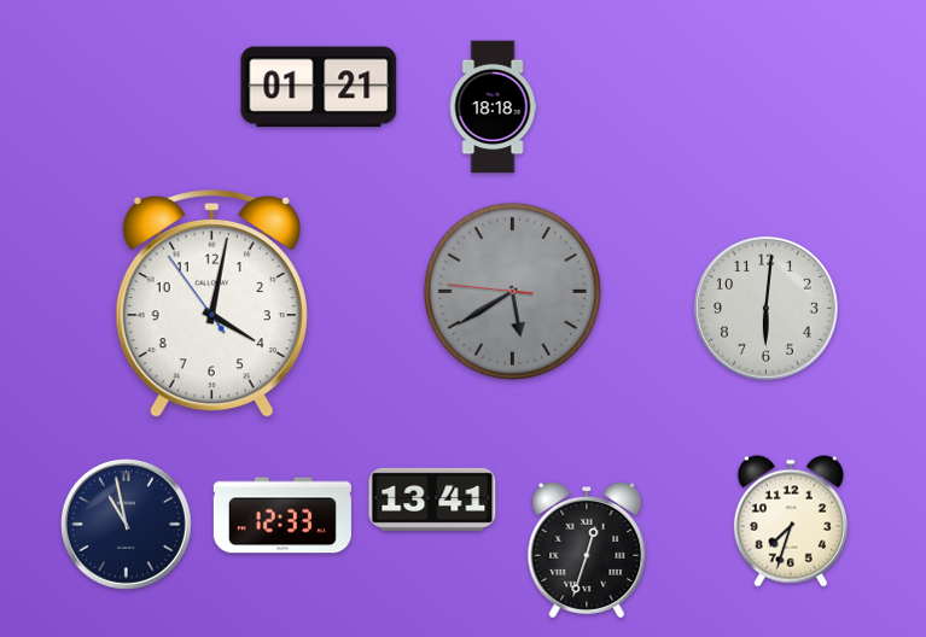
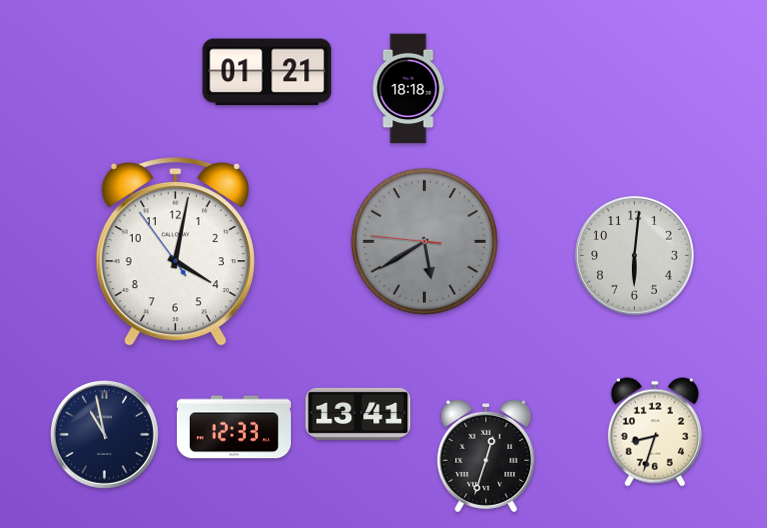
clock at (319, 87) position: (319, 87) -> (267, 72)
clock at (791, 521): 7:33 -> 8:33
